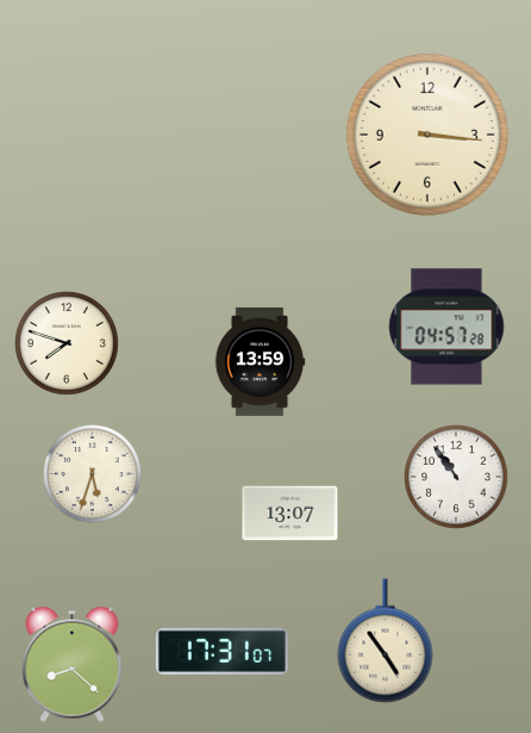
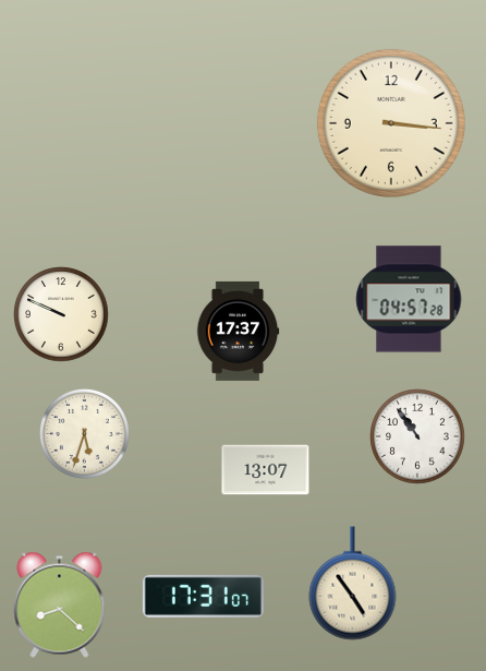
clock at (67, 343): 7:48 -> 9:49
clock at (260, 361): 13:59 -> 17:37
clock at (386, 641) position: (386, 641) -> (353, 584)
clock at (73, 664) position: (73, 664) -> (60, 604)
